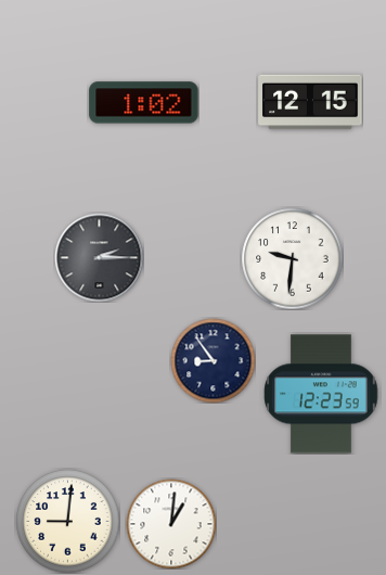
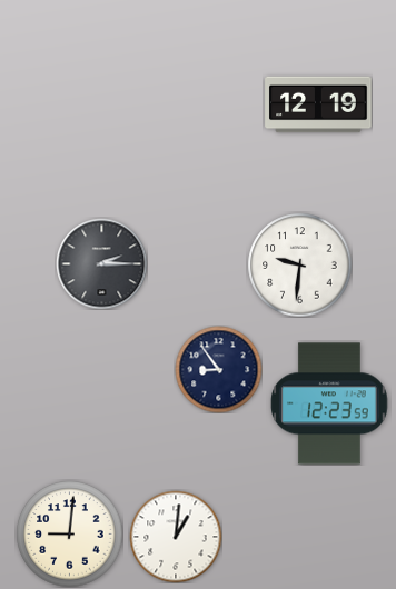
clock at (310, 102): 12:15 -> 12:19
clock at (144, 103): 1:02 -> none
